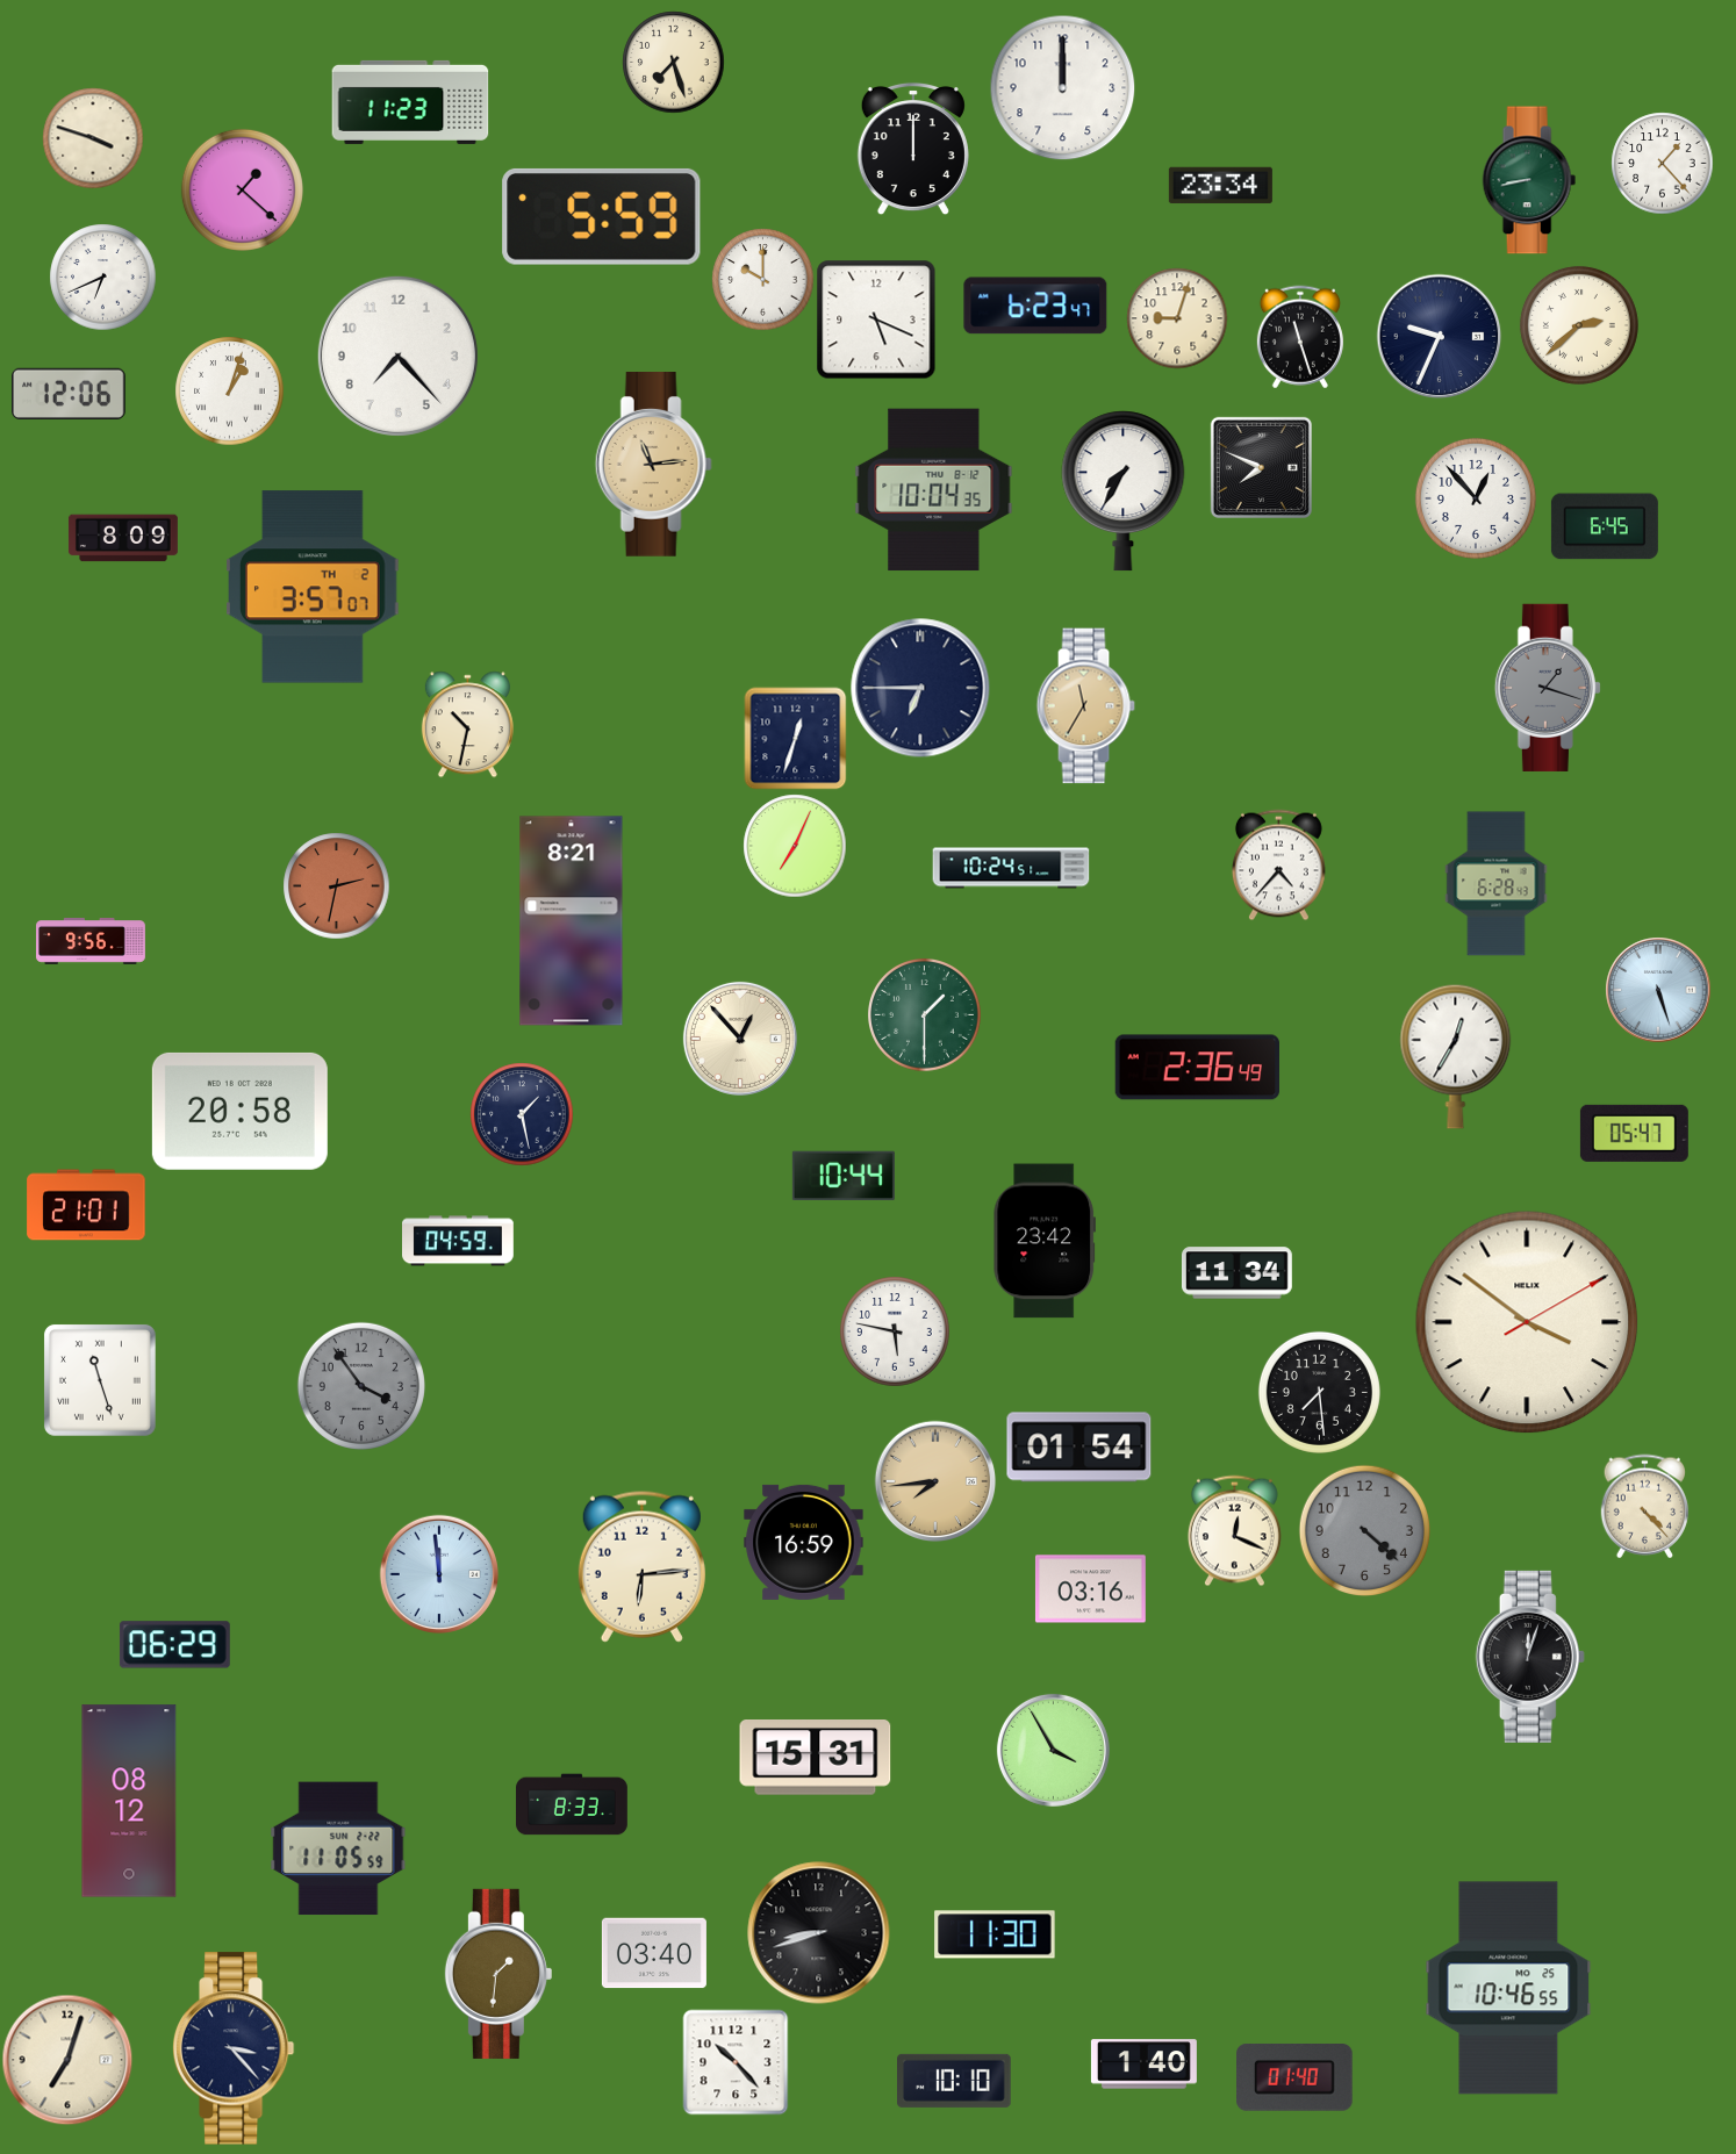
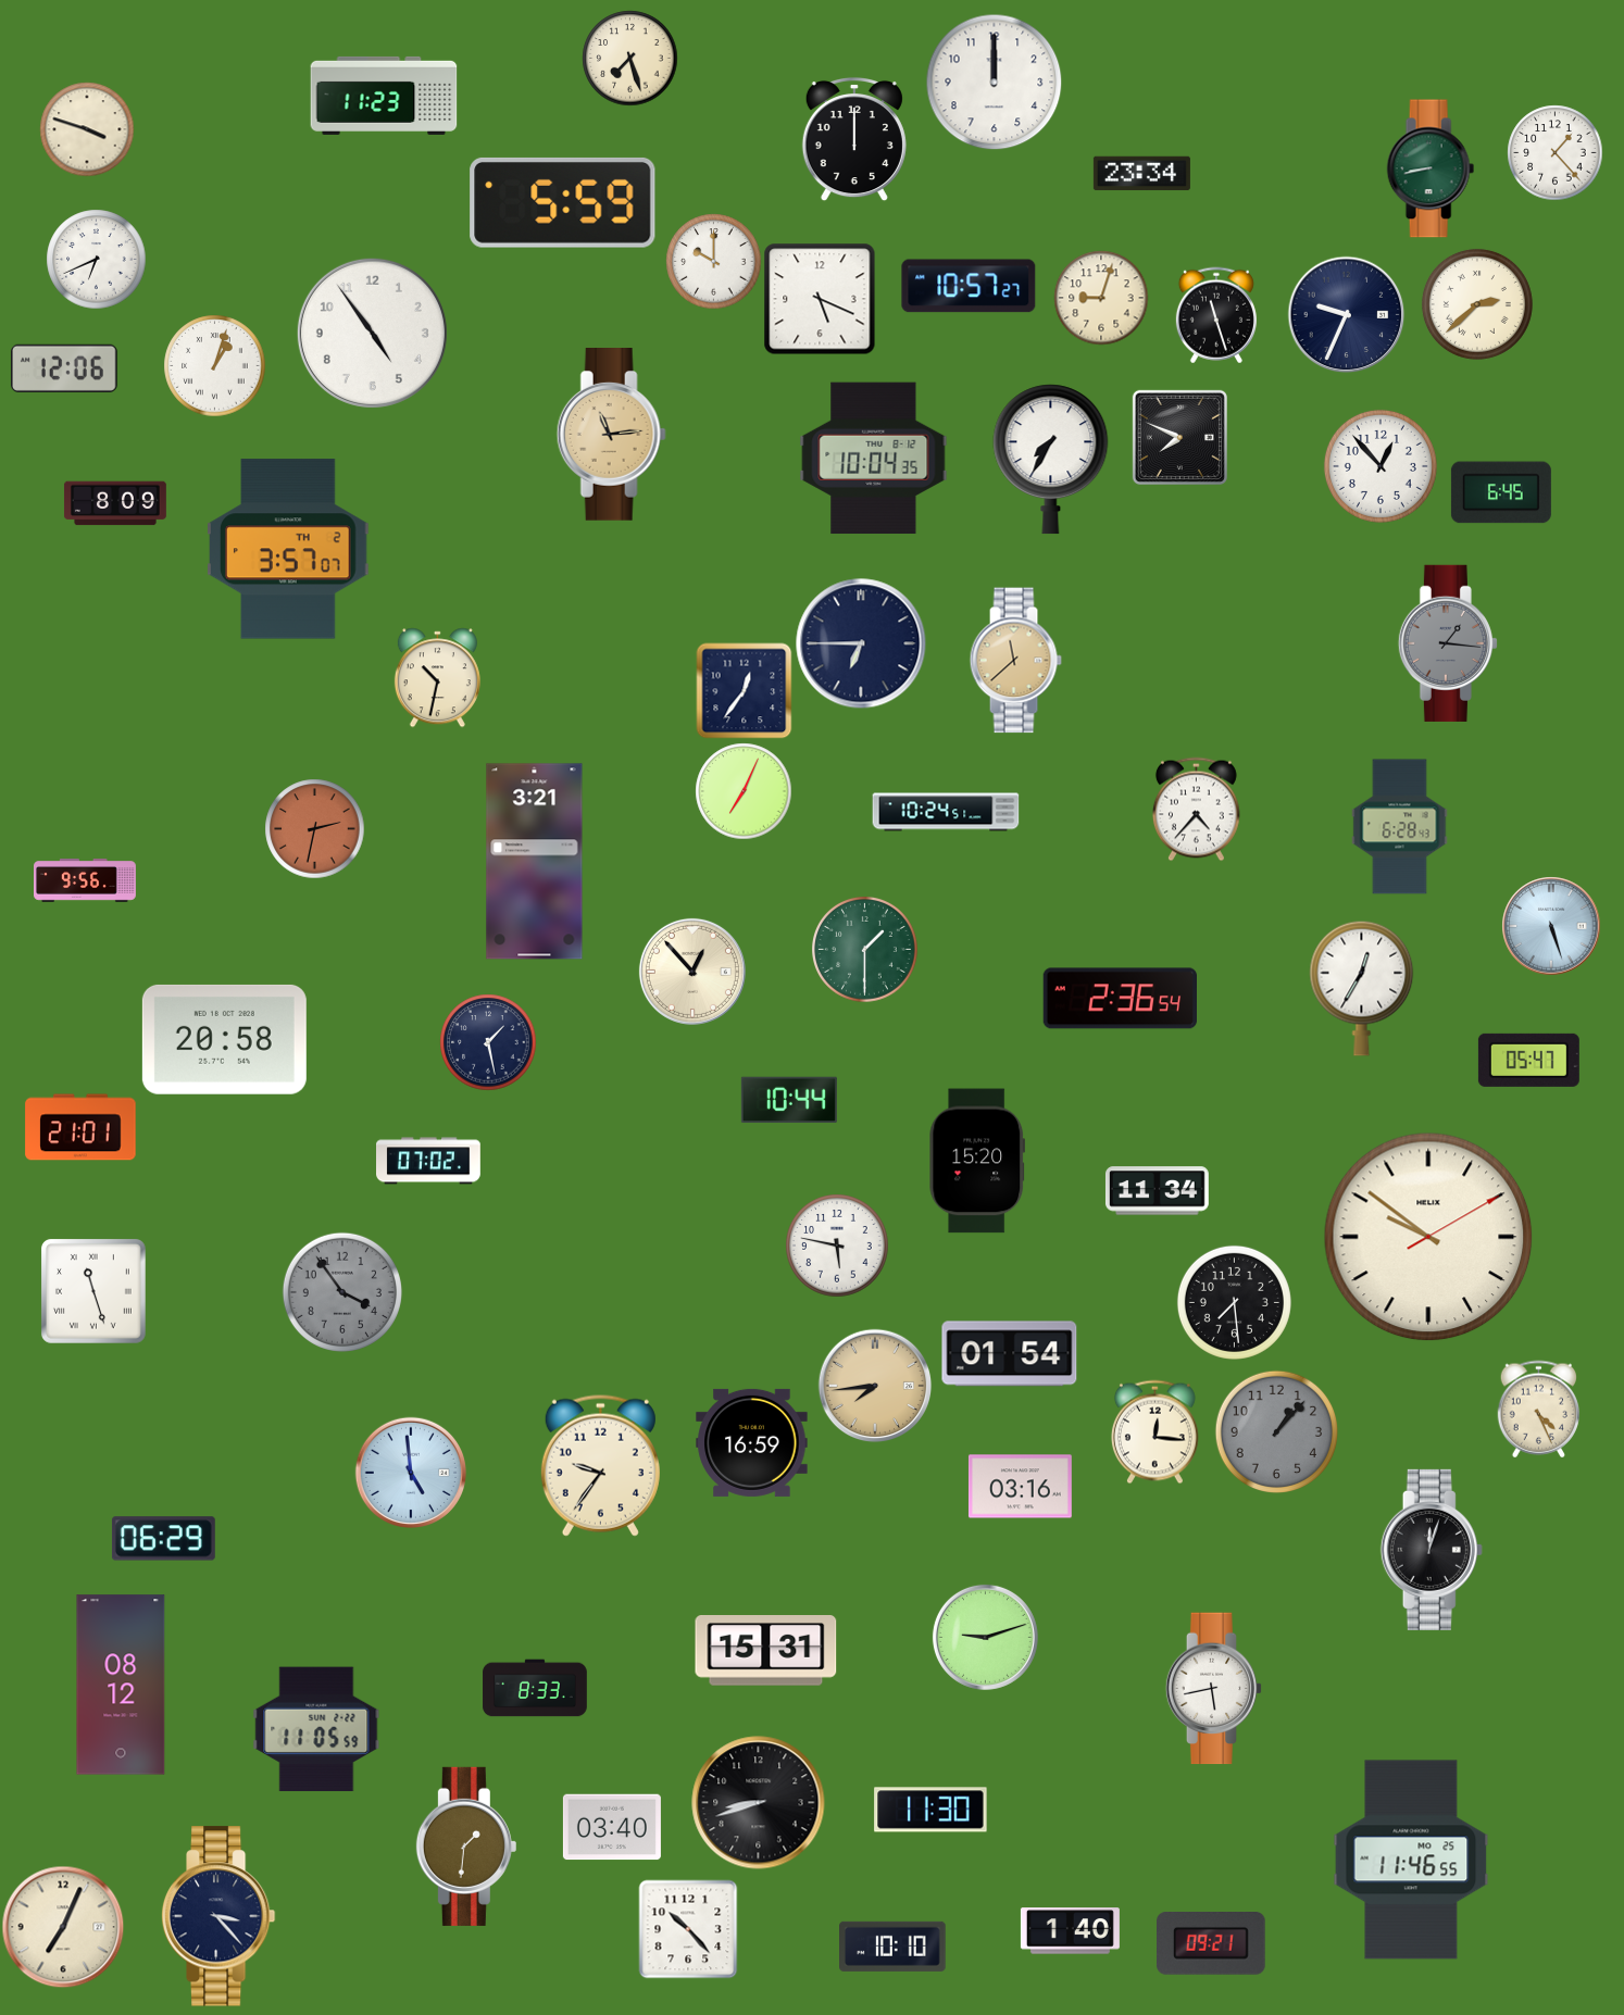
clock at (242, 189): 1:22 -> none
clock at (1035, 306): 6:23 -> 10:57
clock at (397, 356): 7:23 -> 4:54
clock at (313, 587) position: (313, 587) -> (288, 549)
clock at (1548, 688): 1:18 -> 1:16
clock at (1085, 706): 11:35 -> 11:38
clock at (795, 738): 12:33 -> 12:36
clock at (572, 921): 8:21 -> 3:21
clock at (1197, 1068): 2:36:49 -> 2:36:54
clock at (459, 1241): 04:59 -> 07:02
clock at (1043, 1241): 23:42 -> 15:20
clock at (1527, 1322): 3:51 -> 9:51
clock at (361, 1386) position: (361, 1386) -> (342, 1292)
clock at (1645, 1506): 4:23 -> 4:26
clock at (1234, 1530): 12:19 -> 12:16
clock at (1364, 1530): 4:22 -> 1:07
clock at (641, 1566): 6:14 -> 9:36
clock at (438, 1573): 11:59 -> 4:59
clock at (1053, 1750): 3:55 -> 9:12
clock at (816, 1758) position: (816, 1758) -> (766, 1651)
clock at (1214, 1689): none -> 5:43
clock at (819, 1933) position: (819, 1933) -> (759, 1803)
clock at (1508, 1988): 10:46 -> 11:46
clock at (67, 2060): 7:03 -> 7:04
clock at (1296, 2078): 01:40 -> 09:21
